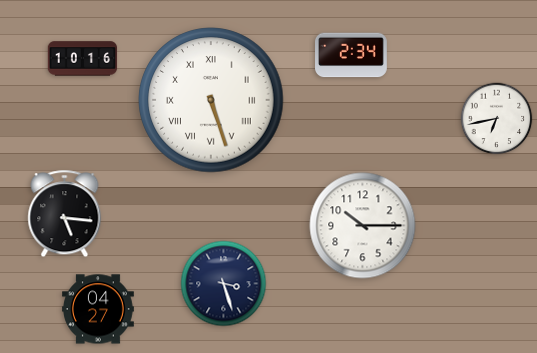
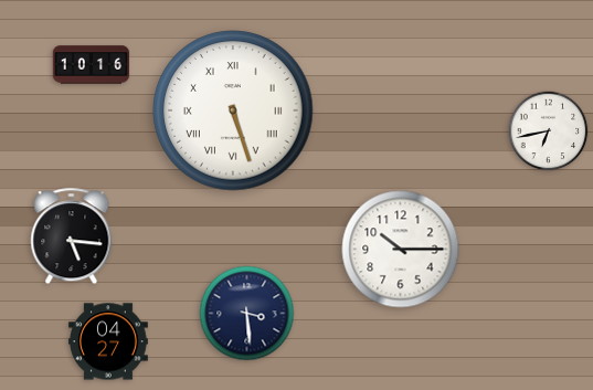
clock at (352, 55): 2:34 -> none
clock at (224, 284): 3:27 -> 3:29
